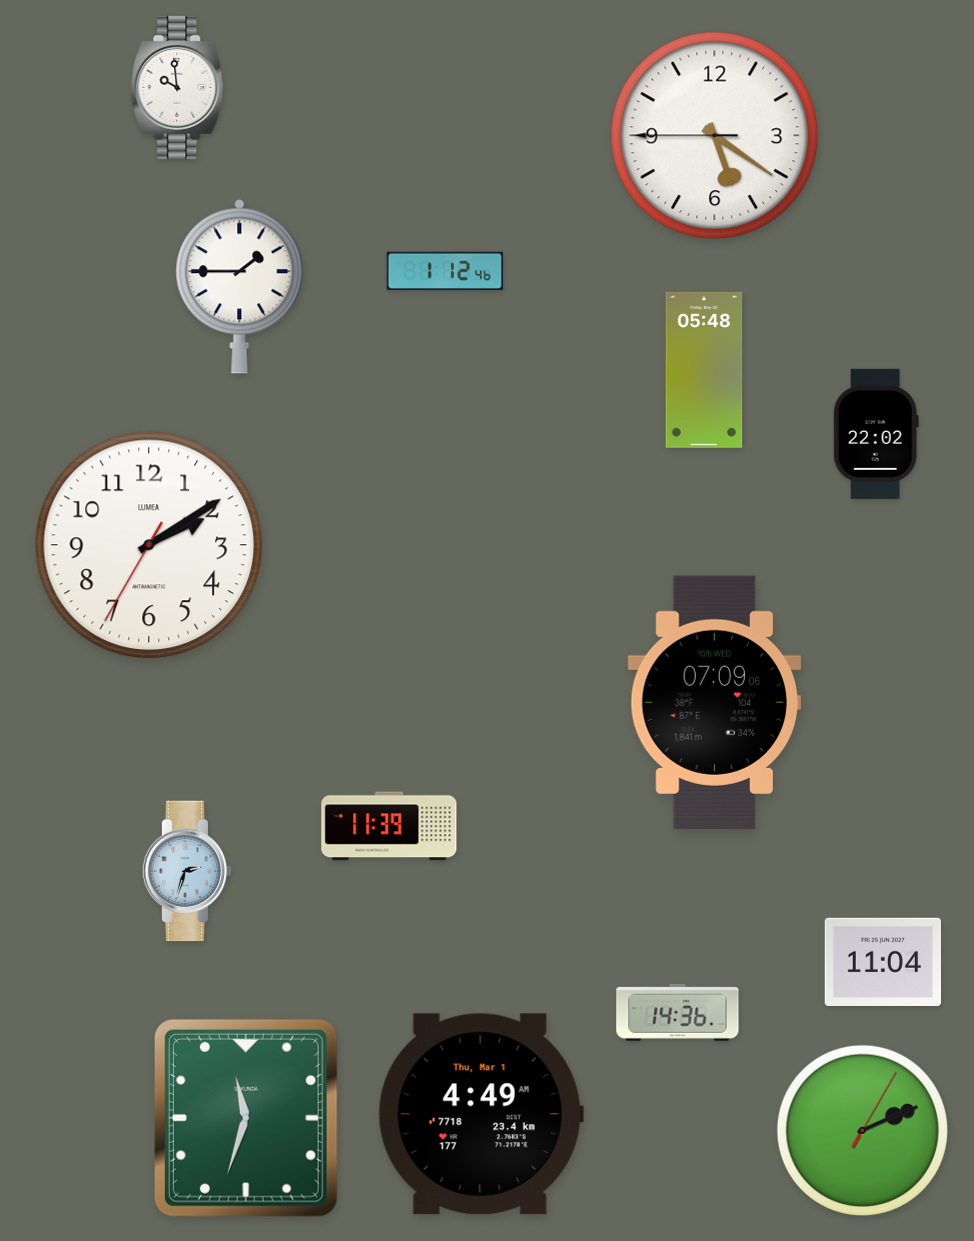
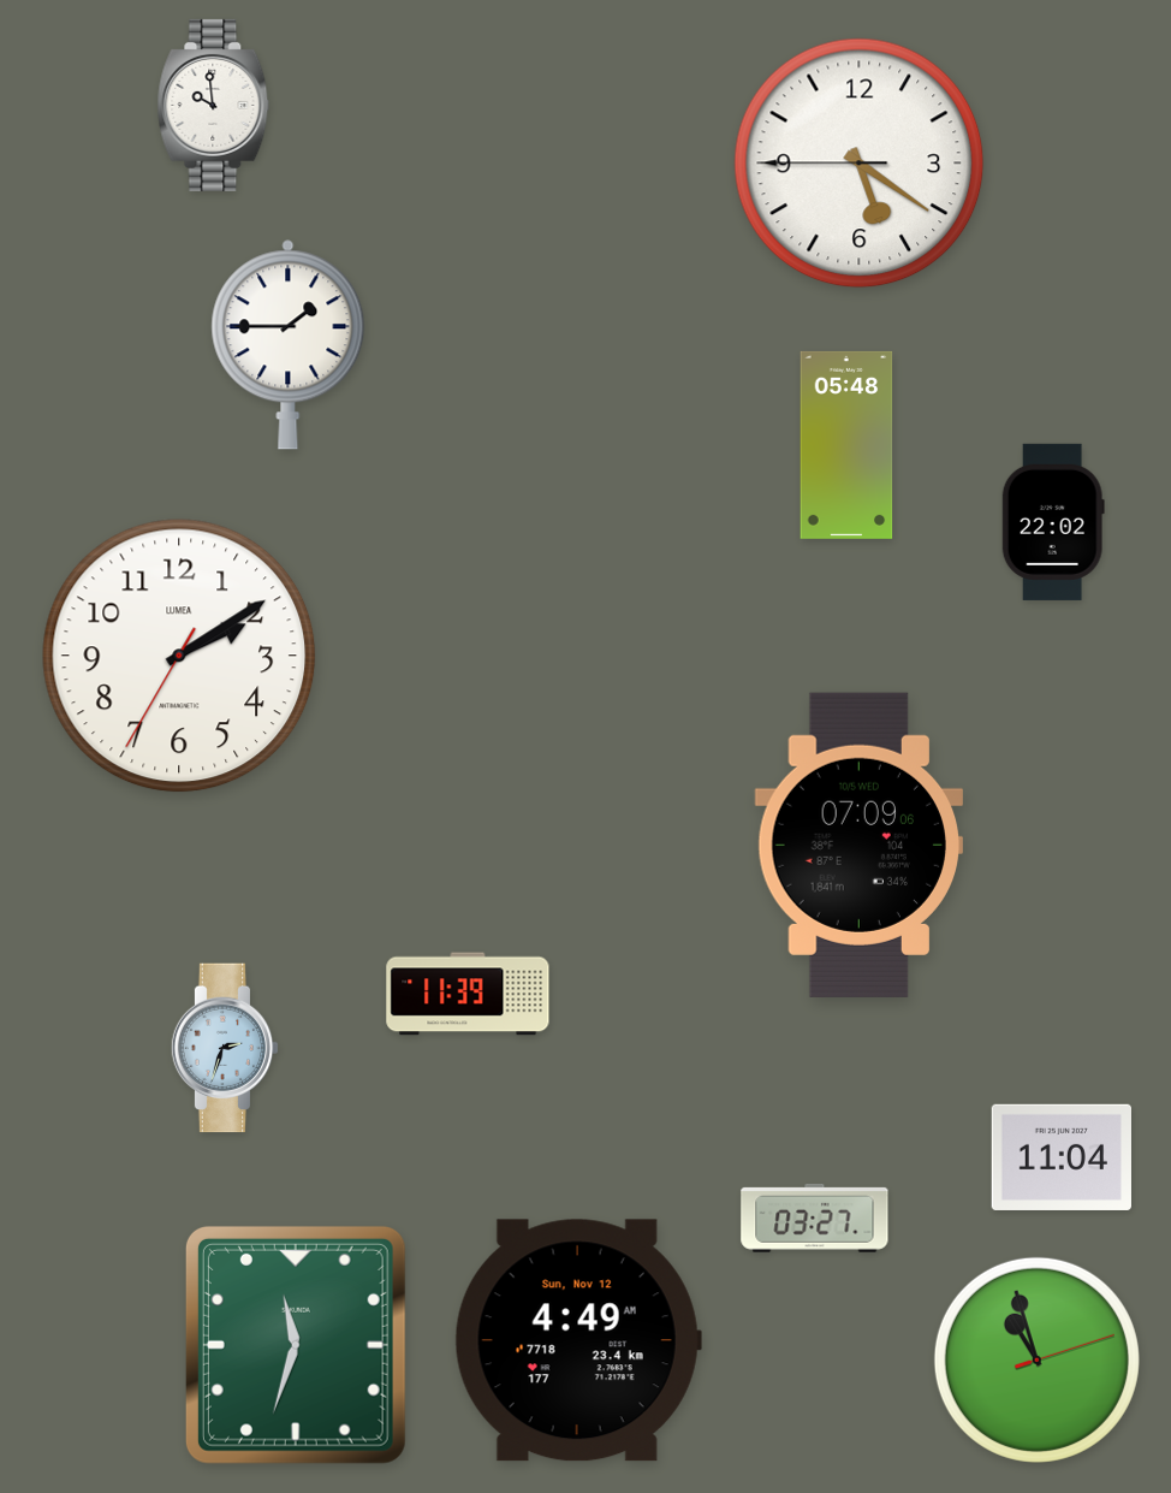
clock at (445, 271): 1:12 -> none
clock at (678, 1012): 14:36 -> 03:27
clock at (481, 1114) date: Thu, Mar 1 -> Sun, Nov 12
clock at (862, 1130): 2:11 -> 10:57
